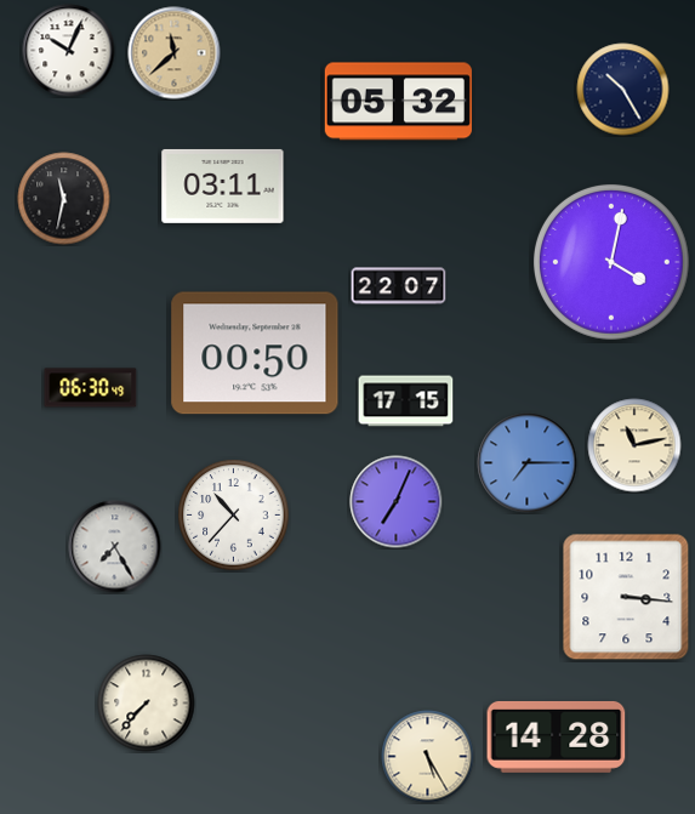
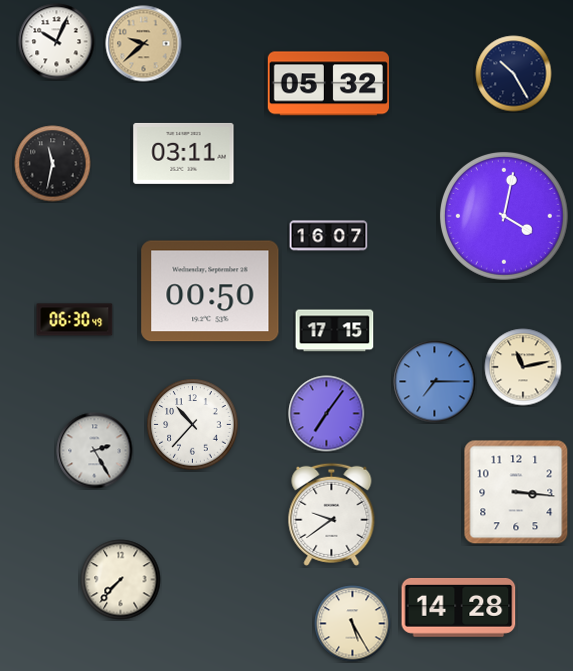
clock at (175, 53): 11:38 -> 9:38
clock at (399, 286): 22:07 -> 16:07
clock at (397, 502): 7:04 -> 7:06
clock at (115, 547): 7:25 -> 2:25
clock at (332, 514): none -> 9:39
